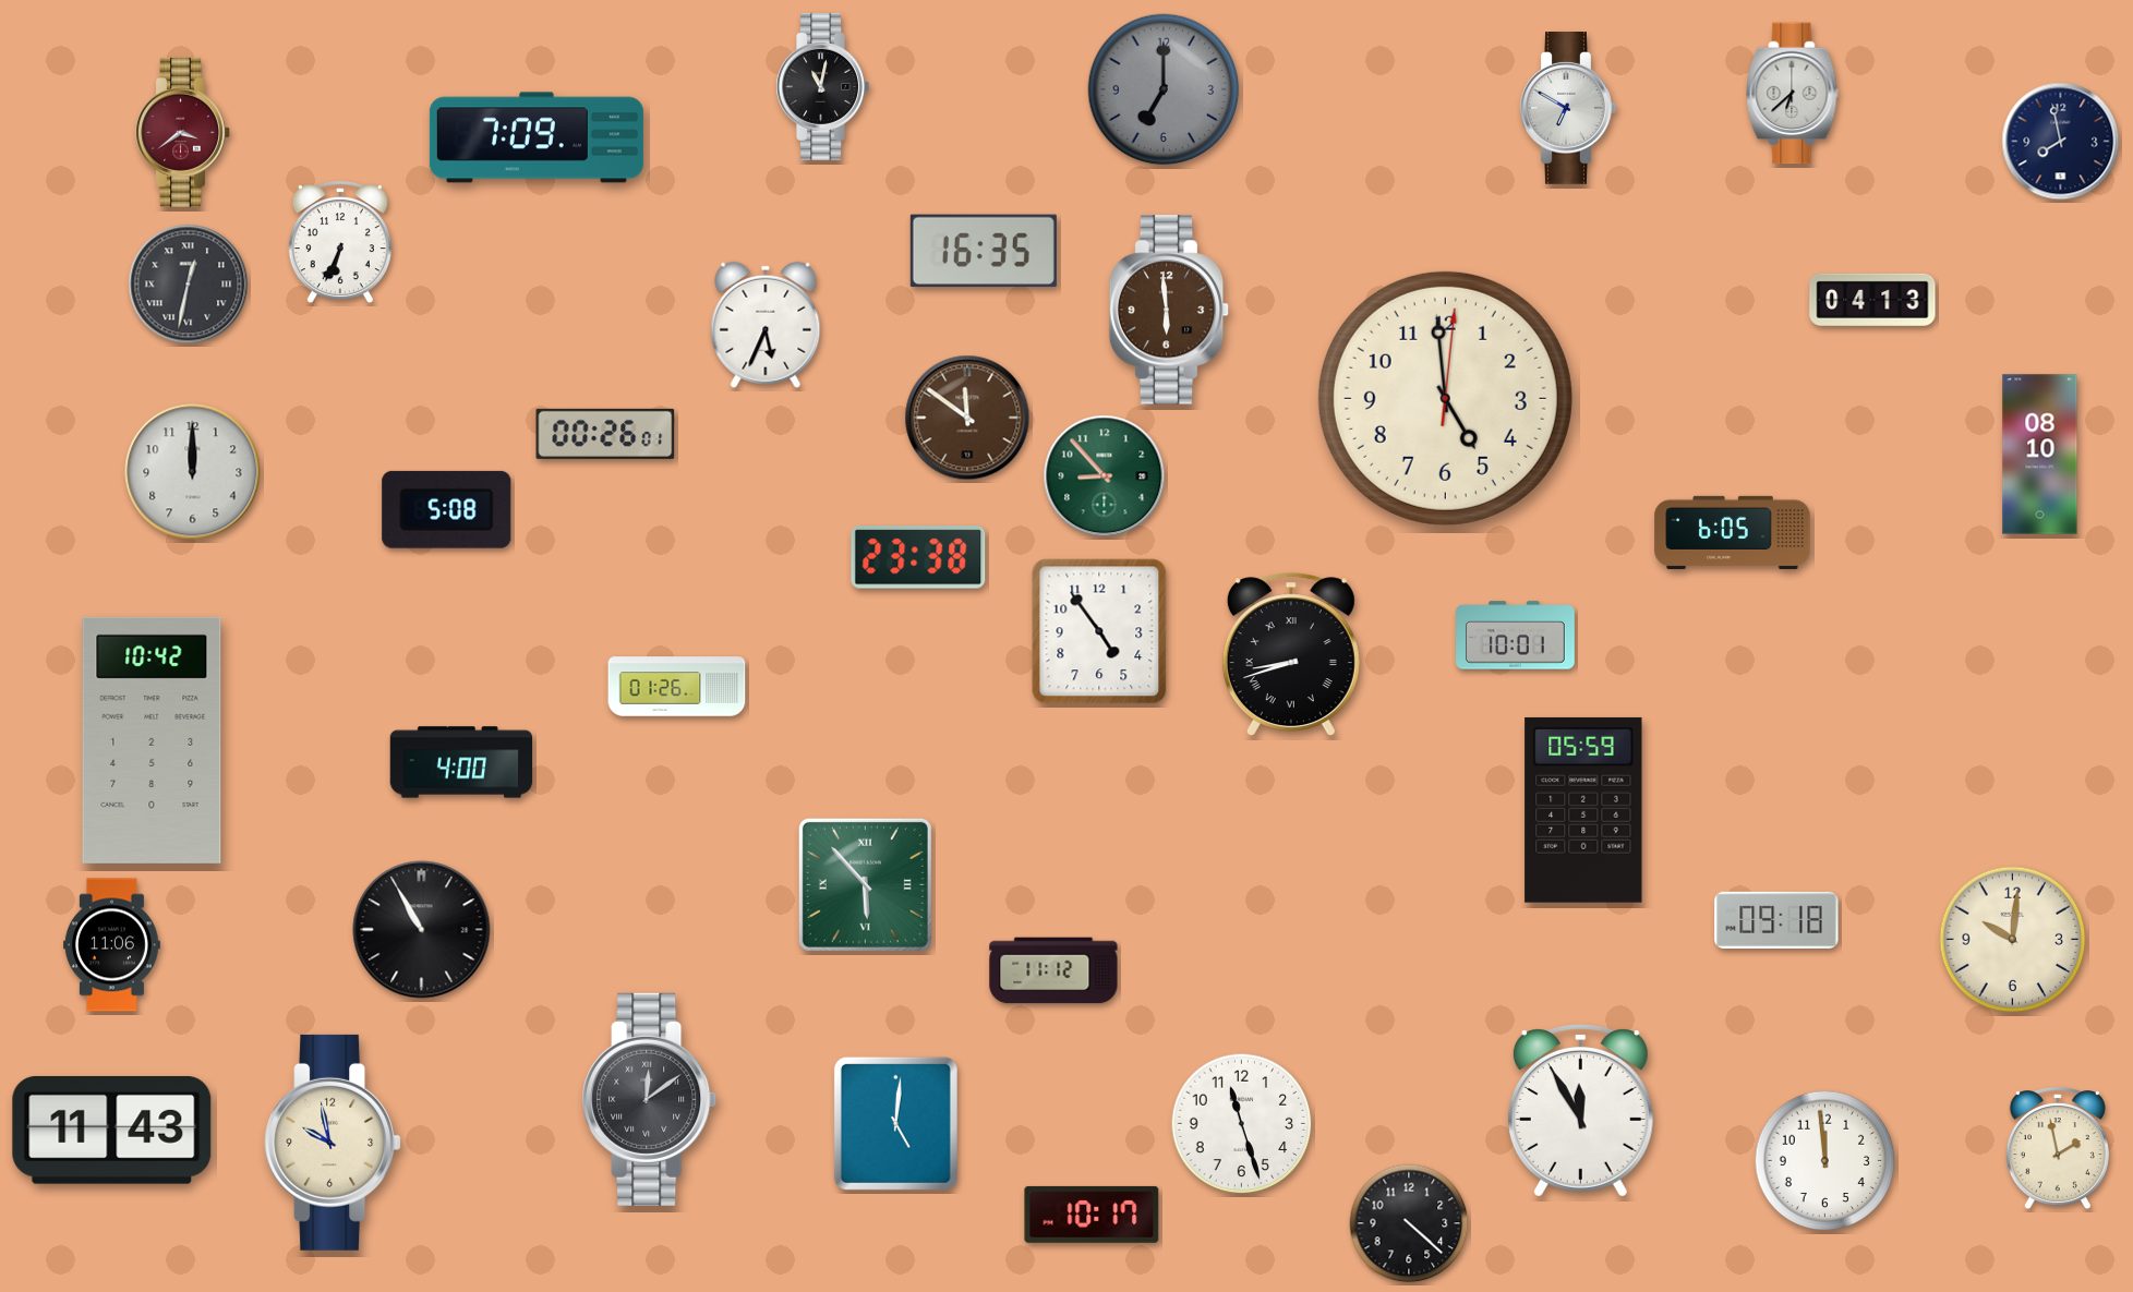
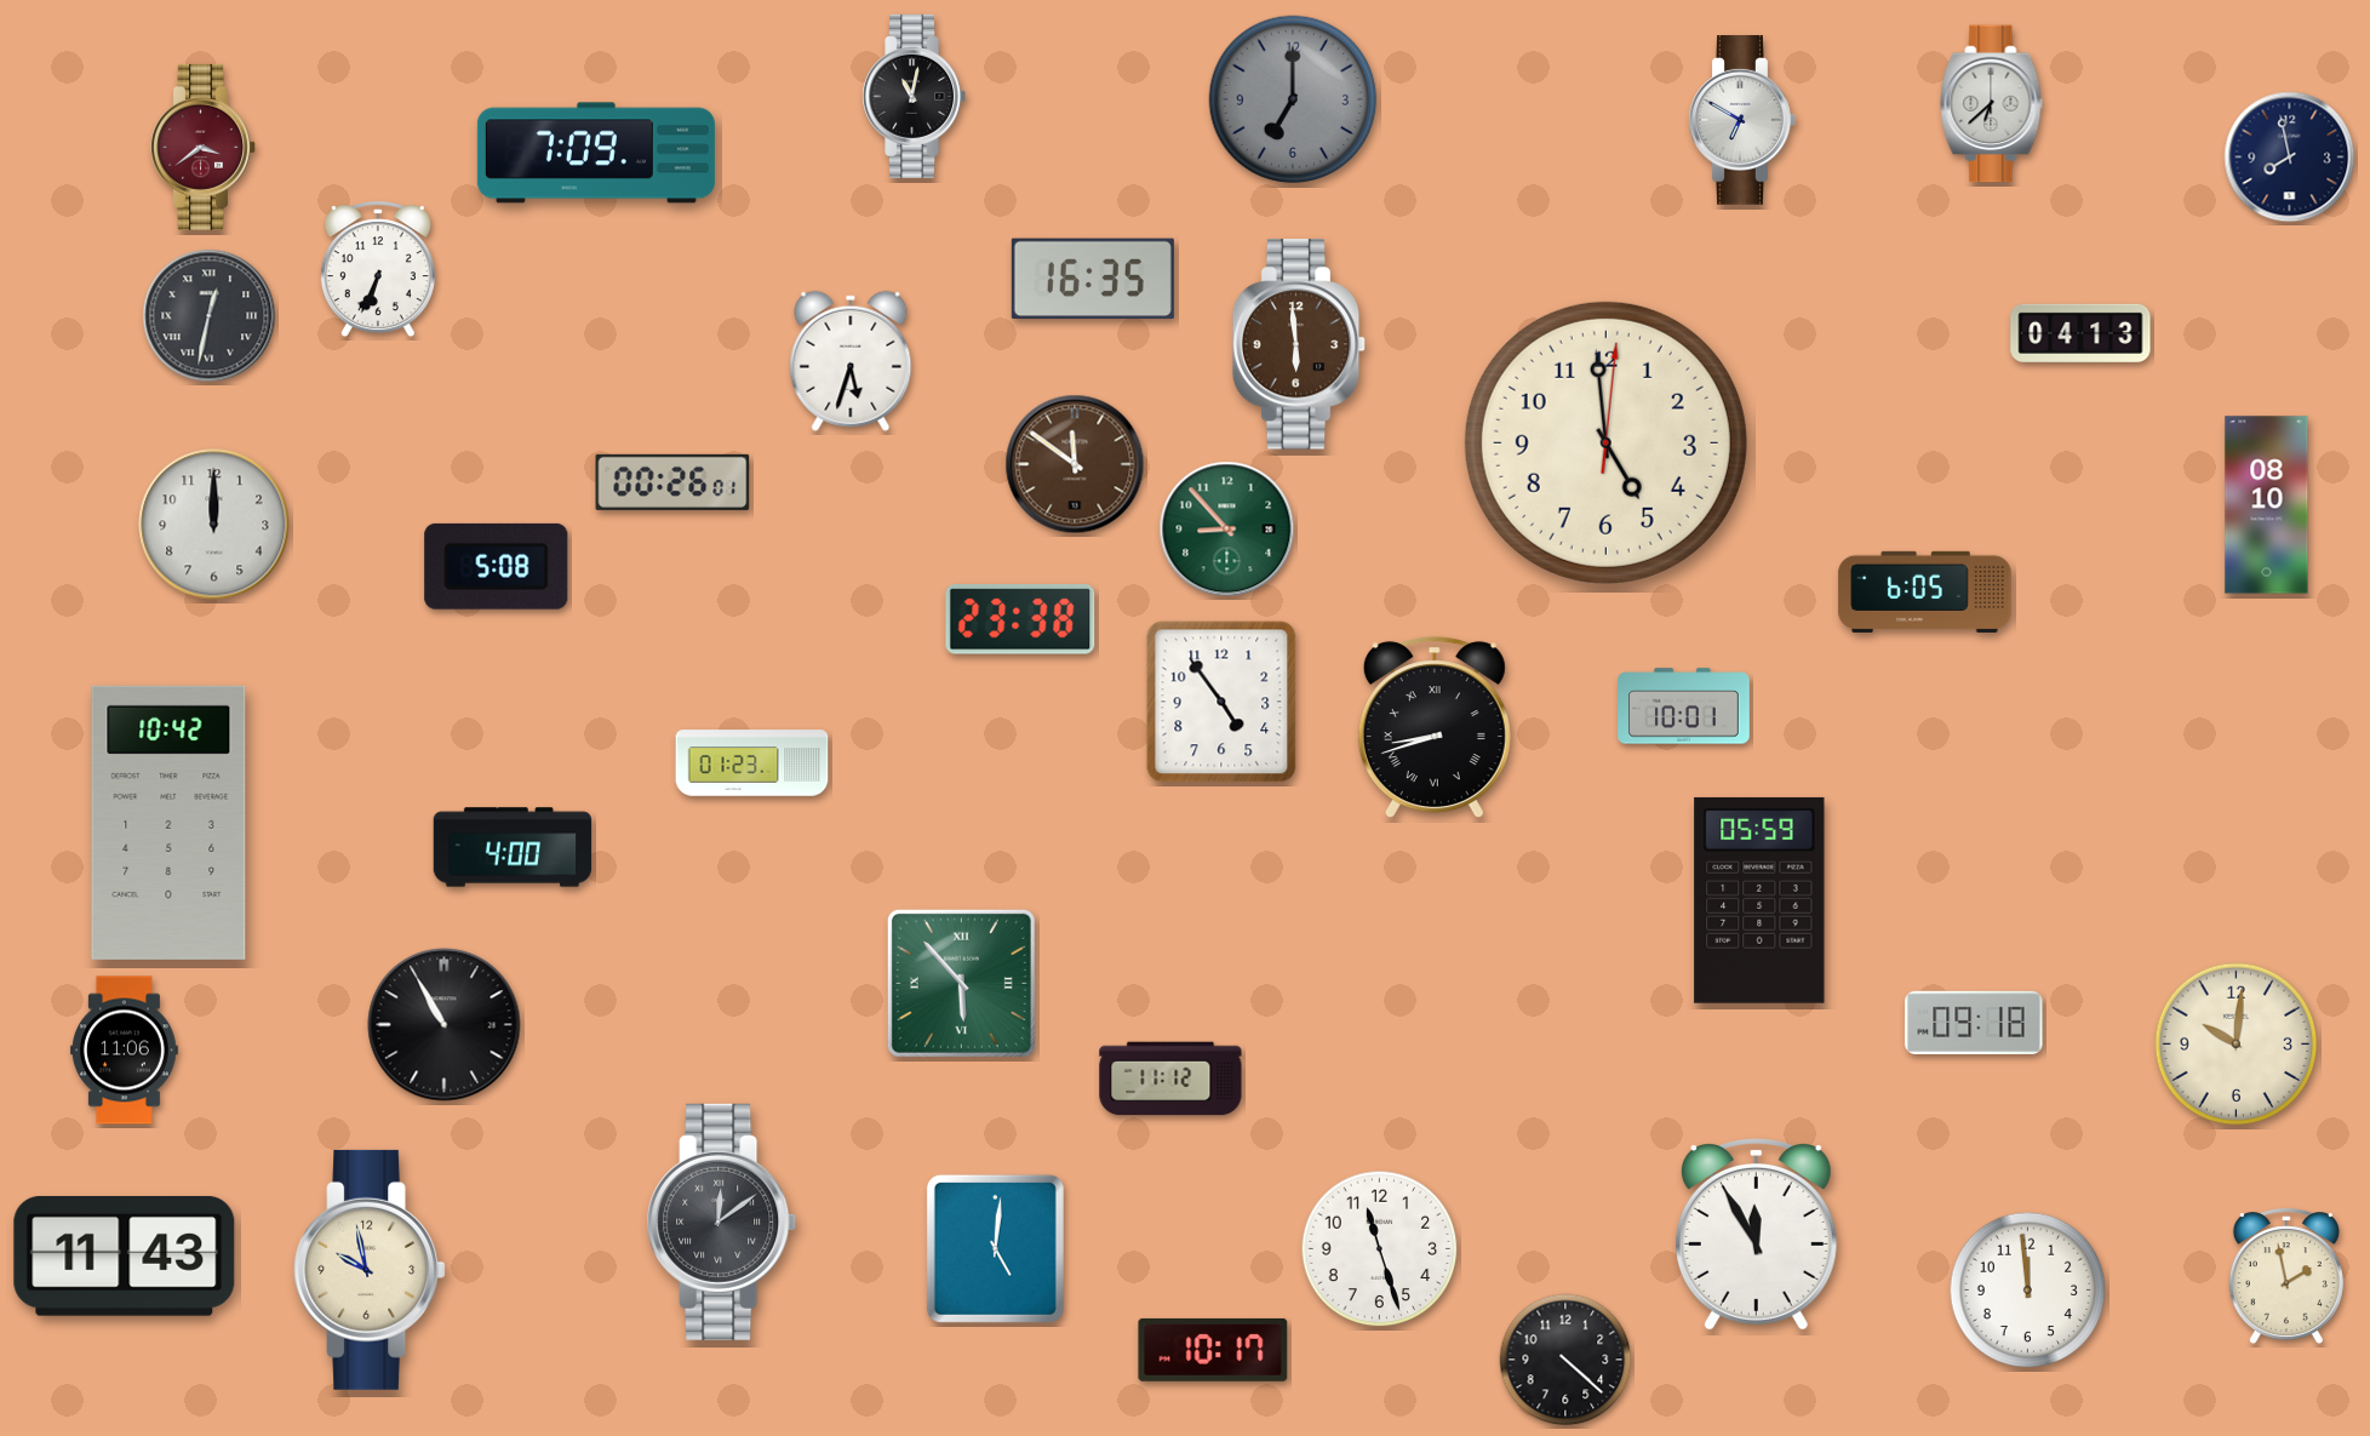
clock at (766, 325): 5:34 -> 5:33
clock at (677, 687): 01:26 -> 01:23
clock at (422, 930) position: (422, 930) -> (445, 1025)
